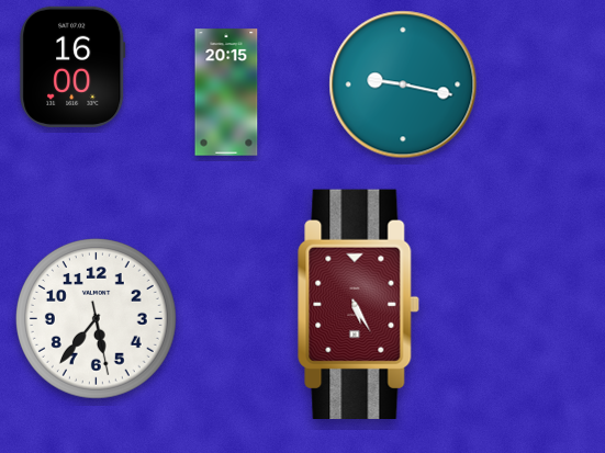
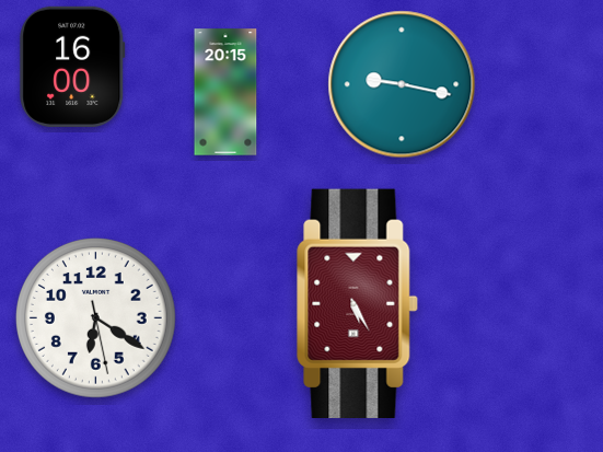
clock at (96, 318): 5:36 -> 6:20
